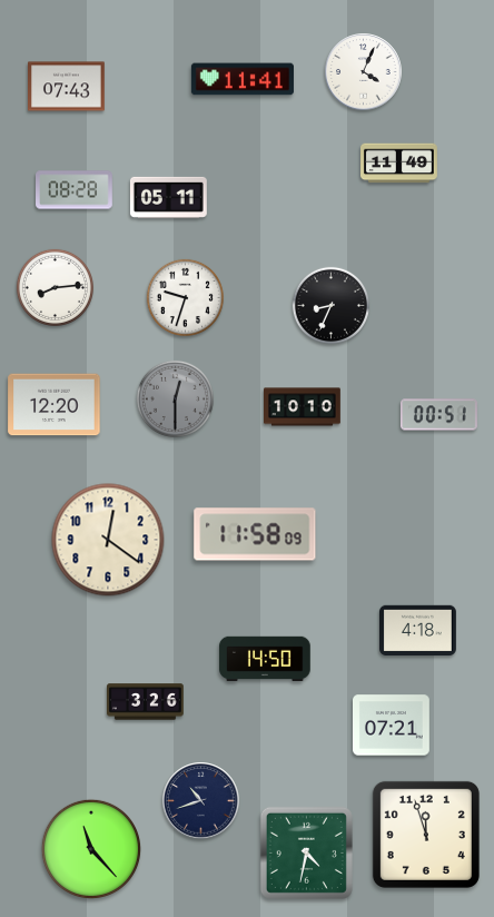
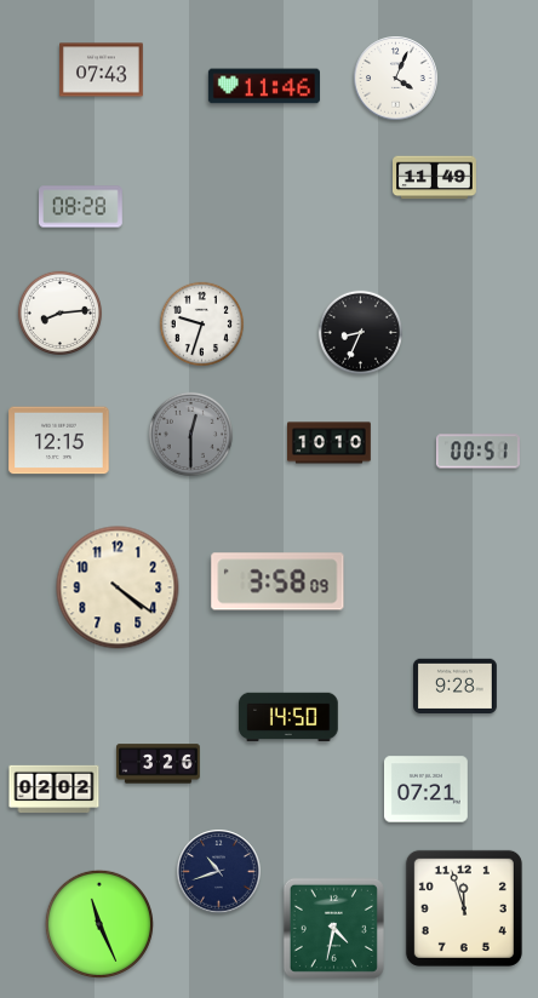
clock at (243, 79): 11:41 -> 11:46
clock at (67, 87) position: (67, 87) -> (102, 70)
clock at (168, 197): 05:11 -> none
clock at (55, 405): 12:20 -> 12:15
clock at (255, 534): 11:58 -> 3:58
clock at (108, 540): 12:21 -> 4:21
clock at (418, 631): 4:18 -> 9:28
clock at (55, 790): none -> 02:02
clock at (90, 848): 11:23 -> 11:26
